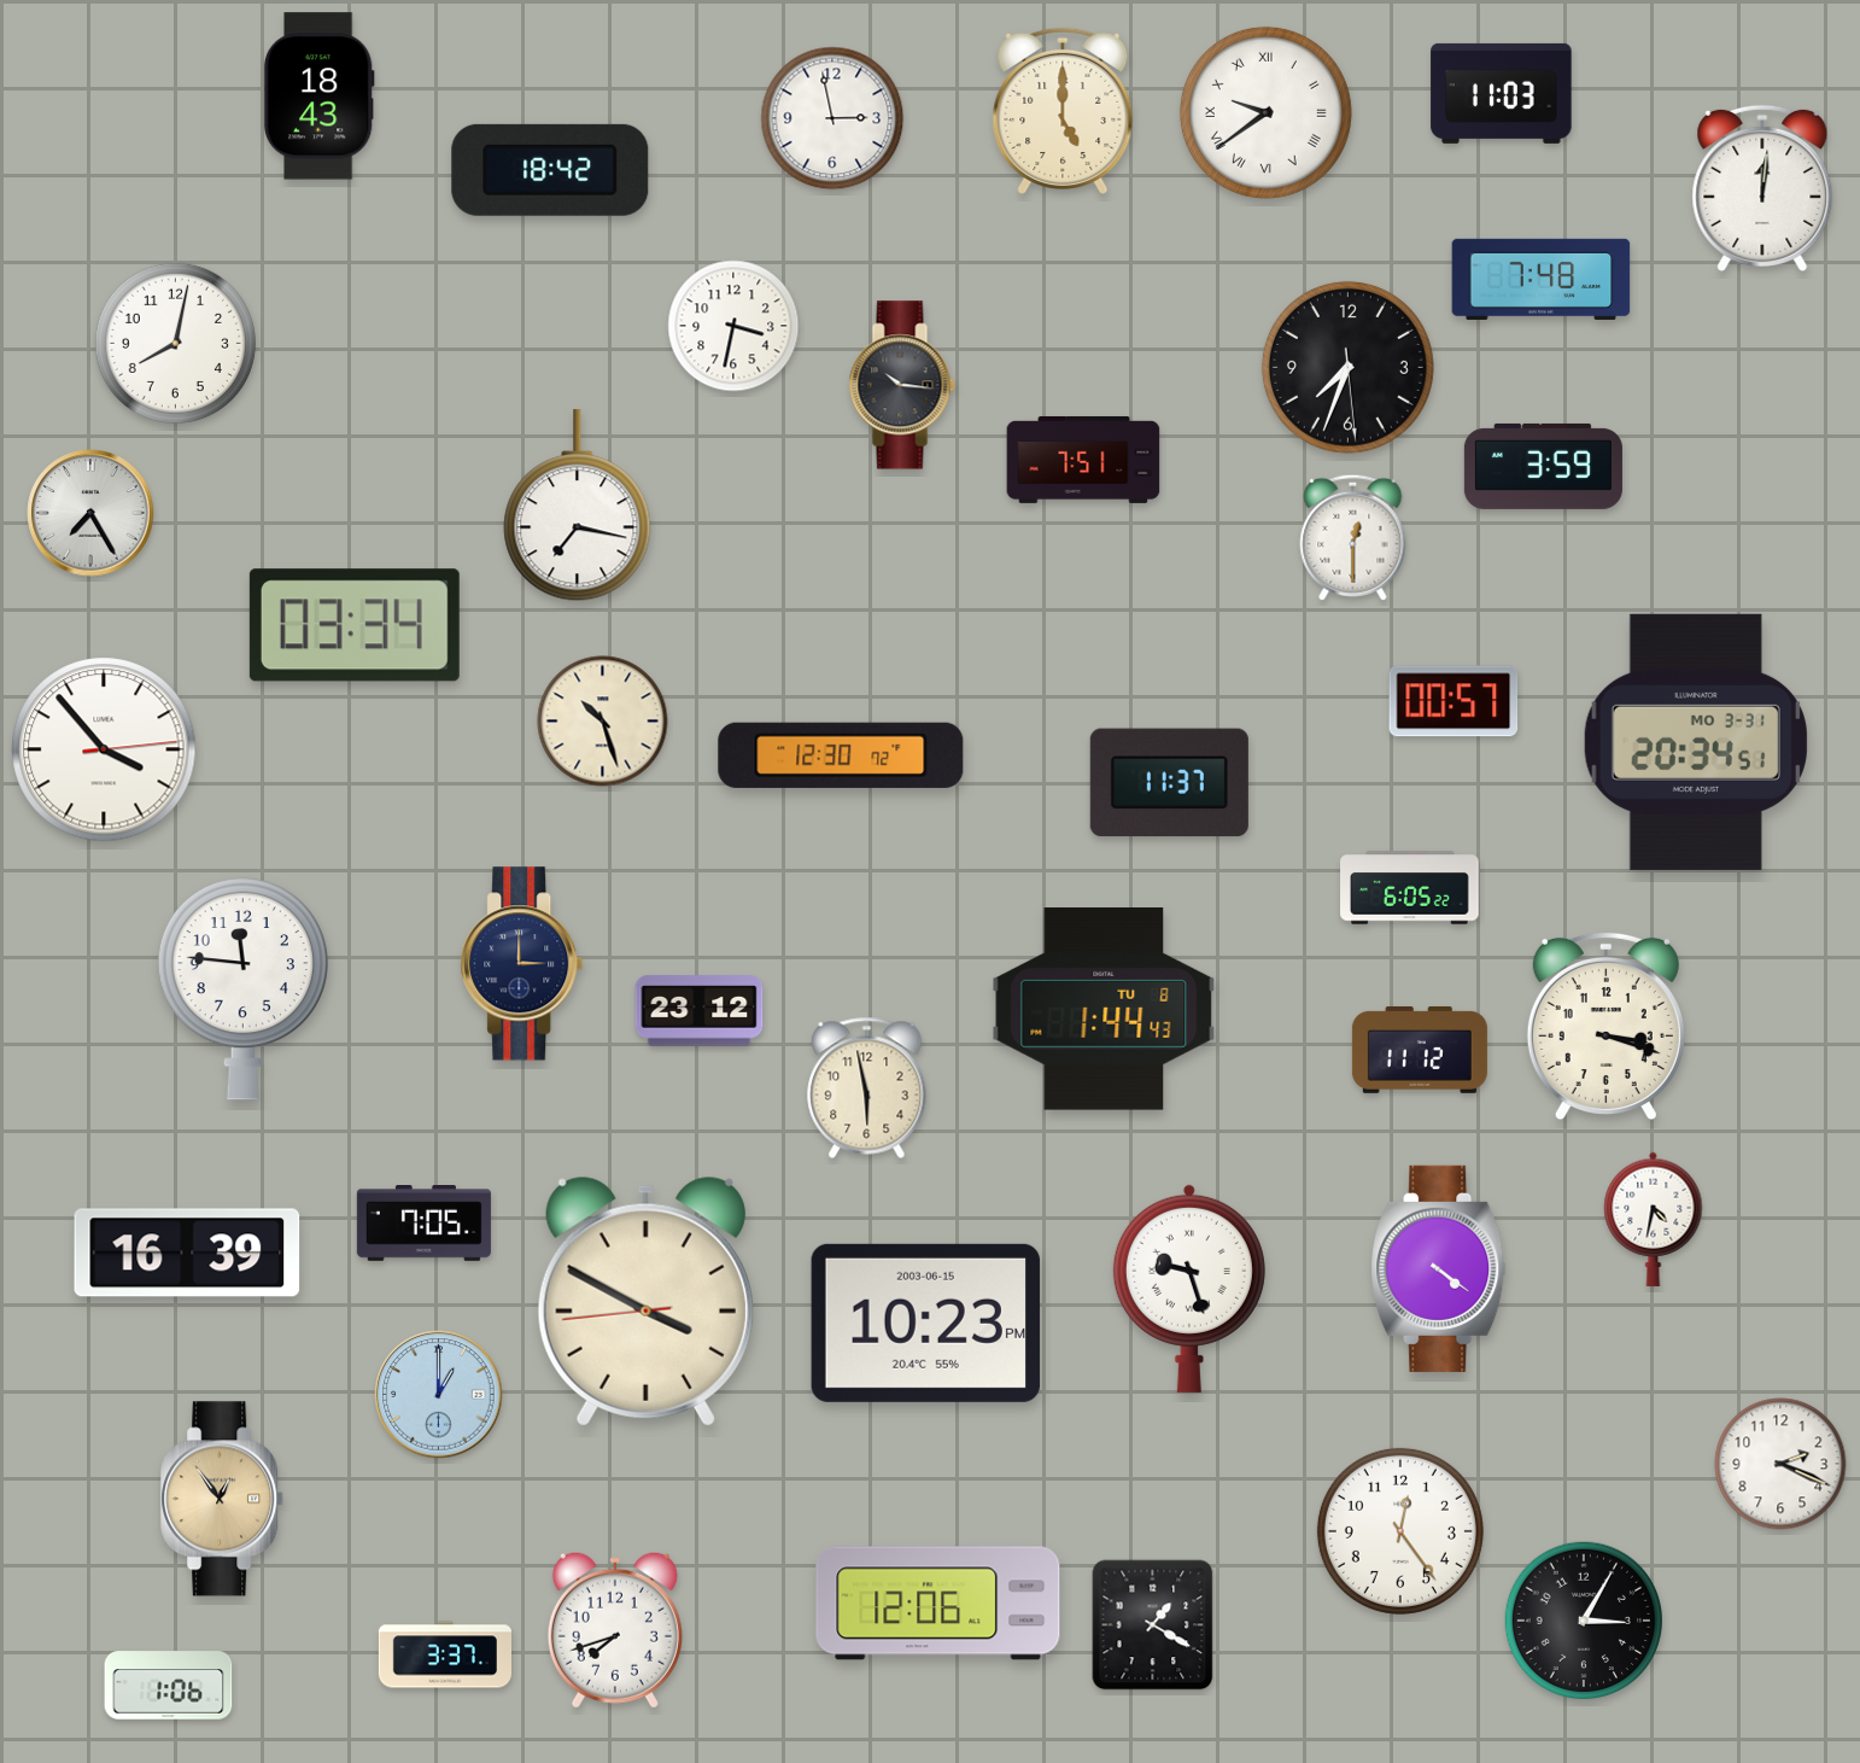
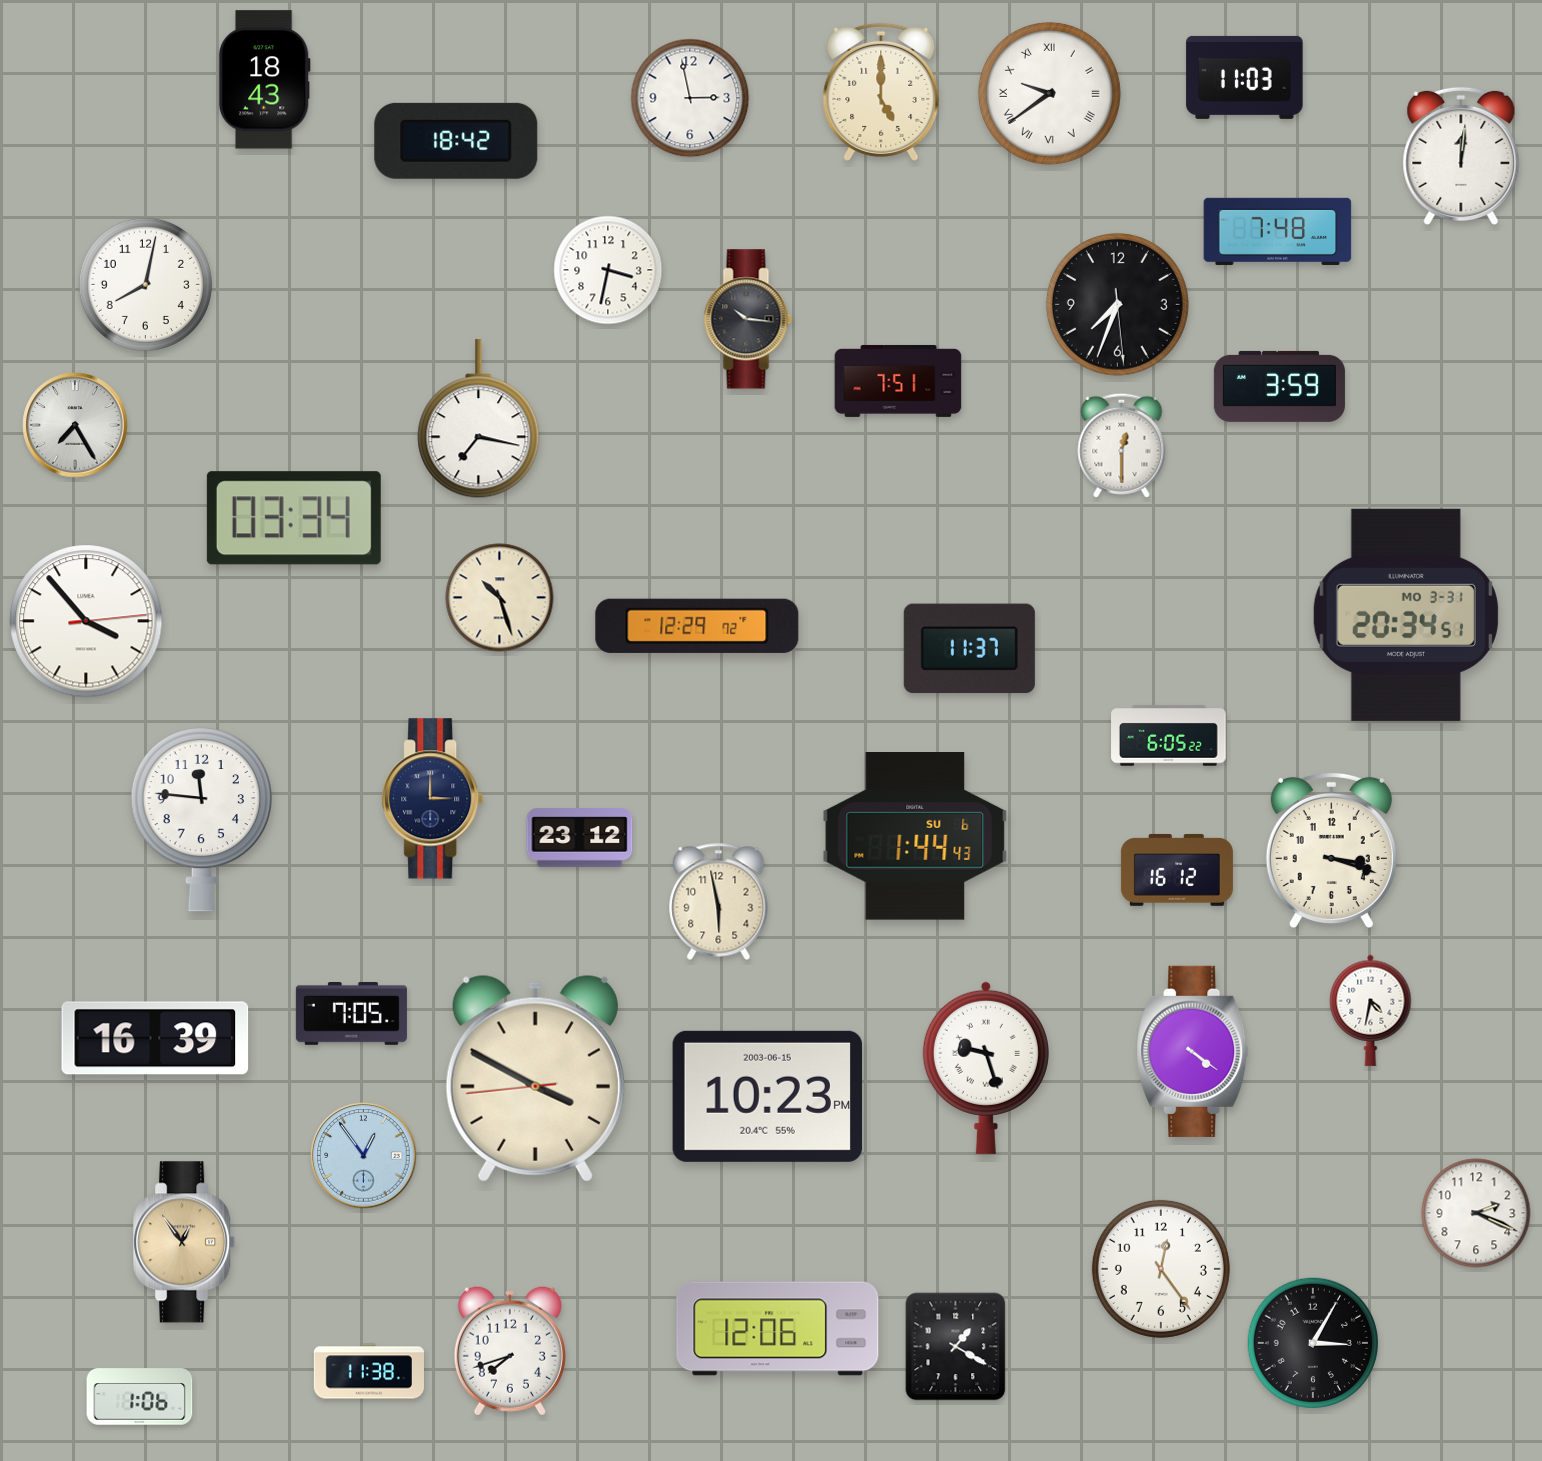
clock at (1454, 701): 00:57 -> none
clock at (841, 755): 12:30 -> 12:29
clock at (1104, 1010) date: TU 8 -> SU 6
clock at (1420, 1050): 11:12 -> 16:12
clock at (439, 1395): 1:00 -> 12:54
clock at (444, 1654): 3:37 -> 11:38
